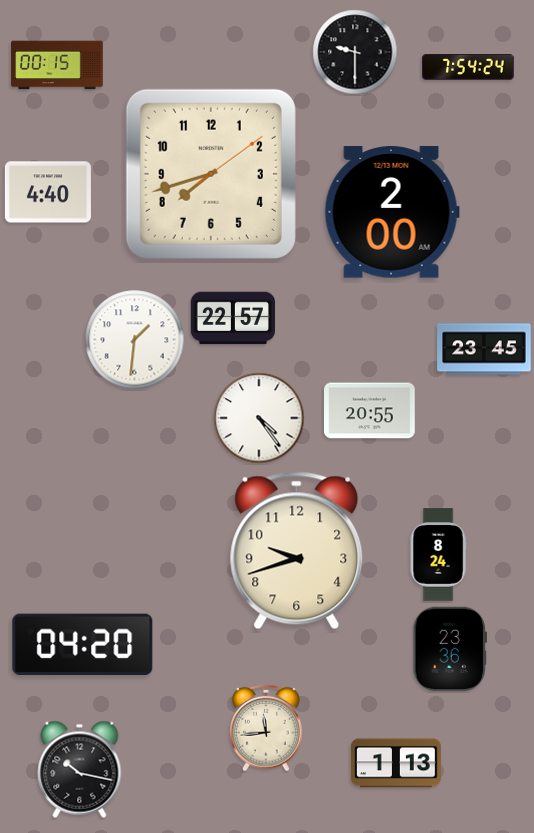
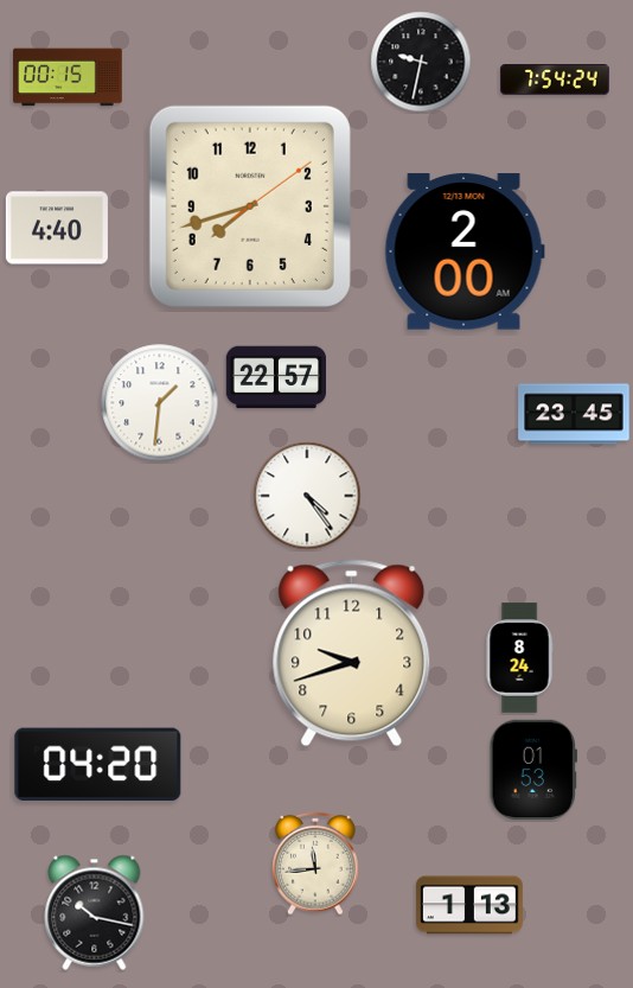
clock at (355, 52): 9:30 -> 9:32
clock at (370, 411): 20:55 -> none
clock at (450, 649): 23:36 -> 01:53
